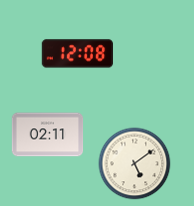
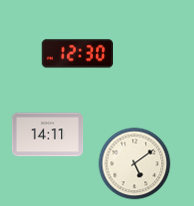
clock at (77, 54): 12:08 -> 12:30
clock at (48, 135): 02:11 -> 14:11
